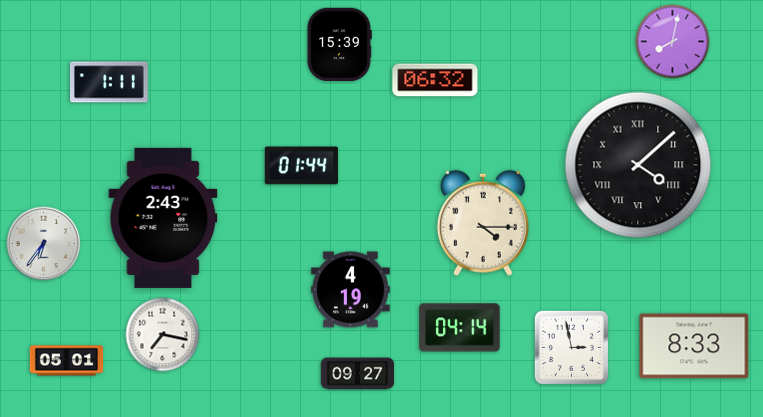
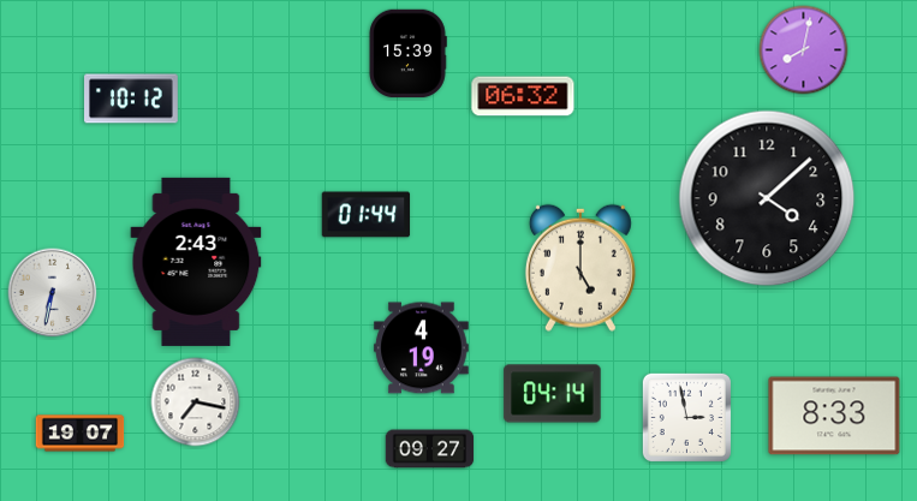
clock at (673, 42) position: (673, 42) -> (804, 50)
clock at (110, 82): 1:11 -> 10:12
clock at (638, 165) numerals: Roman -> Arabic
clock at (301, 166) position: (301, 166) -> (365, 215)
clock at (483, 223): 4:15 -> 5:00
clock at (44, 244): 6:36 -> 6:32
clock at (67, 361): 05:01 -> 19:07
